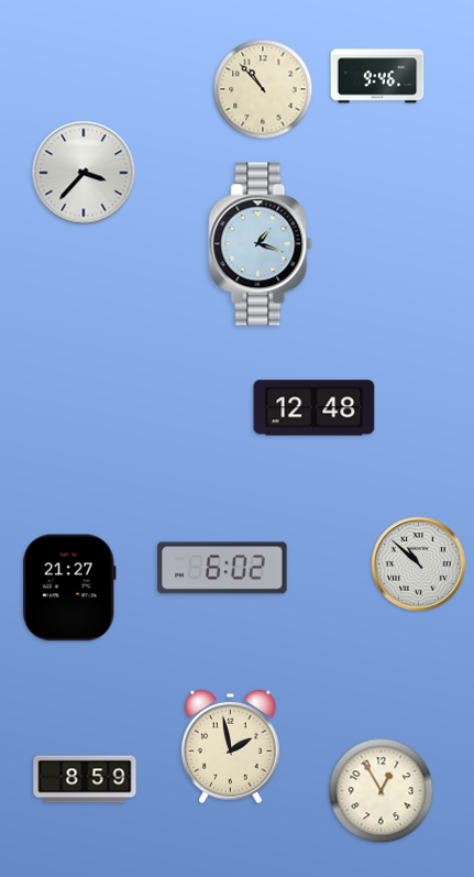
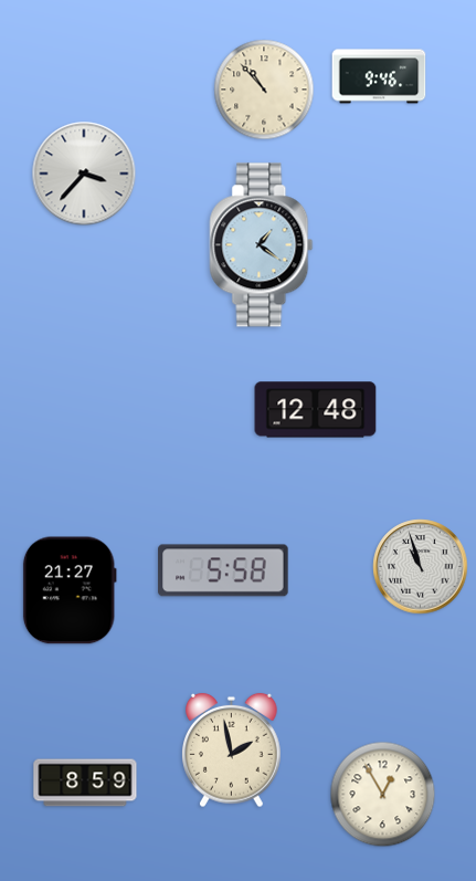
clock at (261, 244): 1:18 -> 1:21
clock at (419, 564): 10:52 -> 10:57
clock at (222, 568): 6:02 -> 5:58
